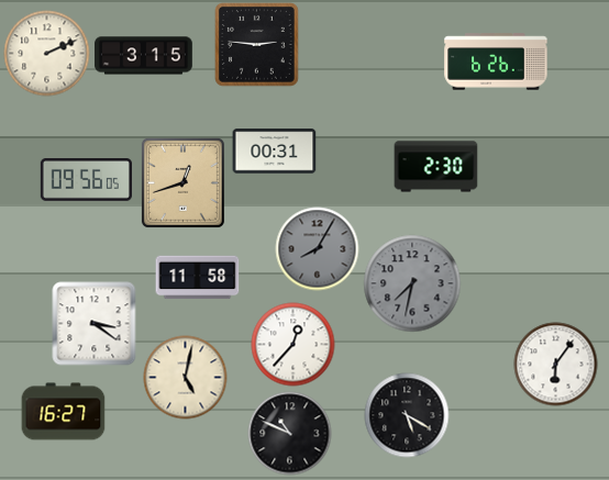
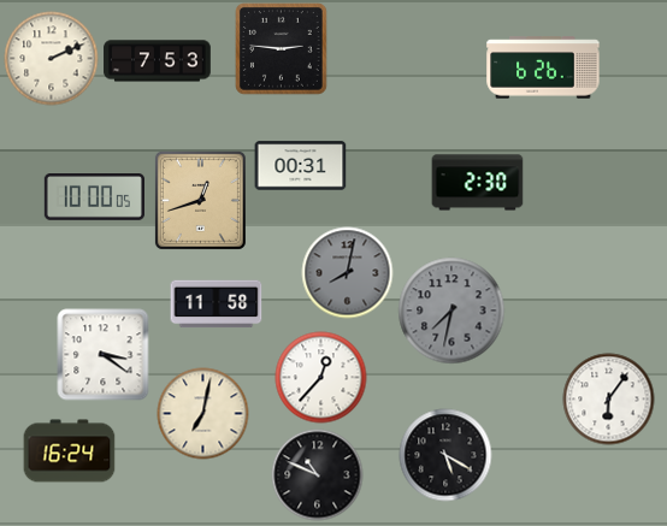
clock at (144, 56): 3:15 -> 7:53
clock at (86, 180): 09:56 -> 10:00
clock at (318, 249): 8:05 -> 8:02
clock at (186, 378): 5:02 -> 7:02
clock at (64, 412): 16:27 -> 16:24
